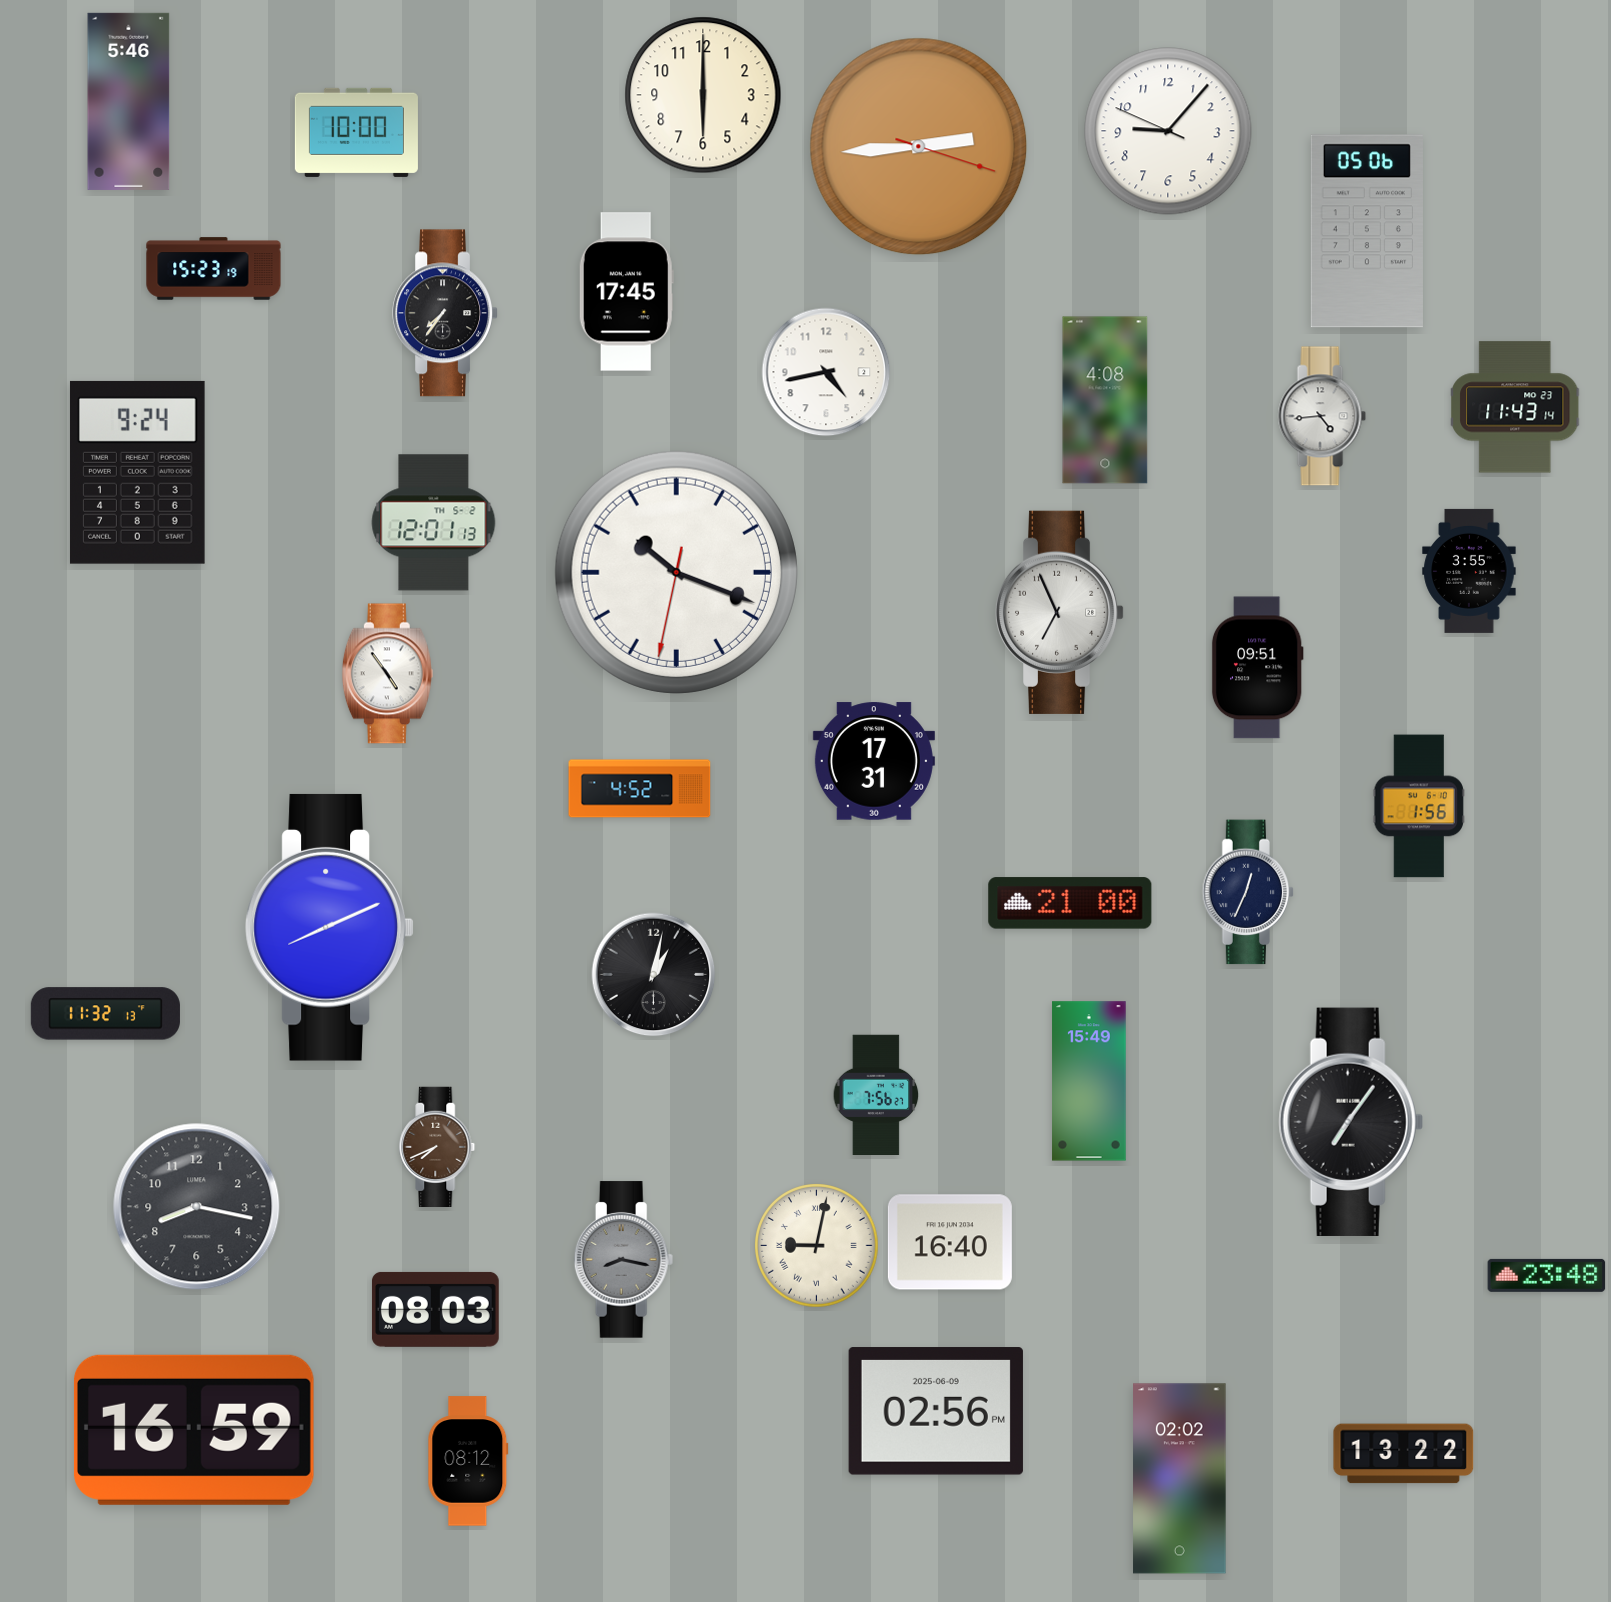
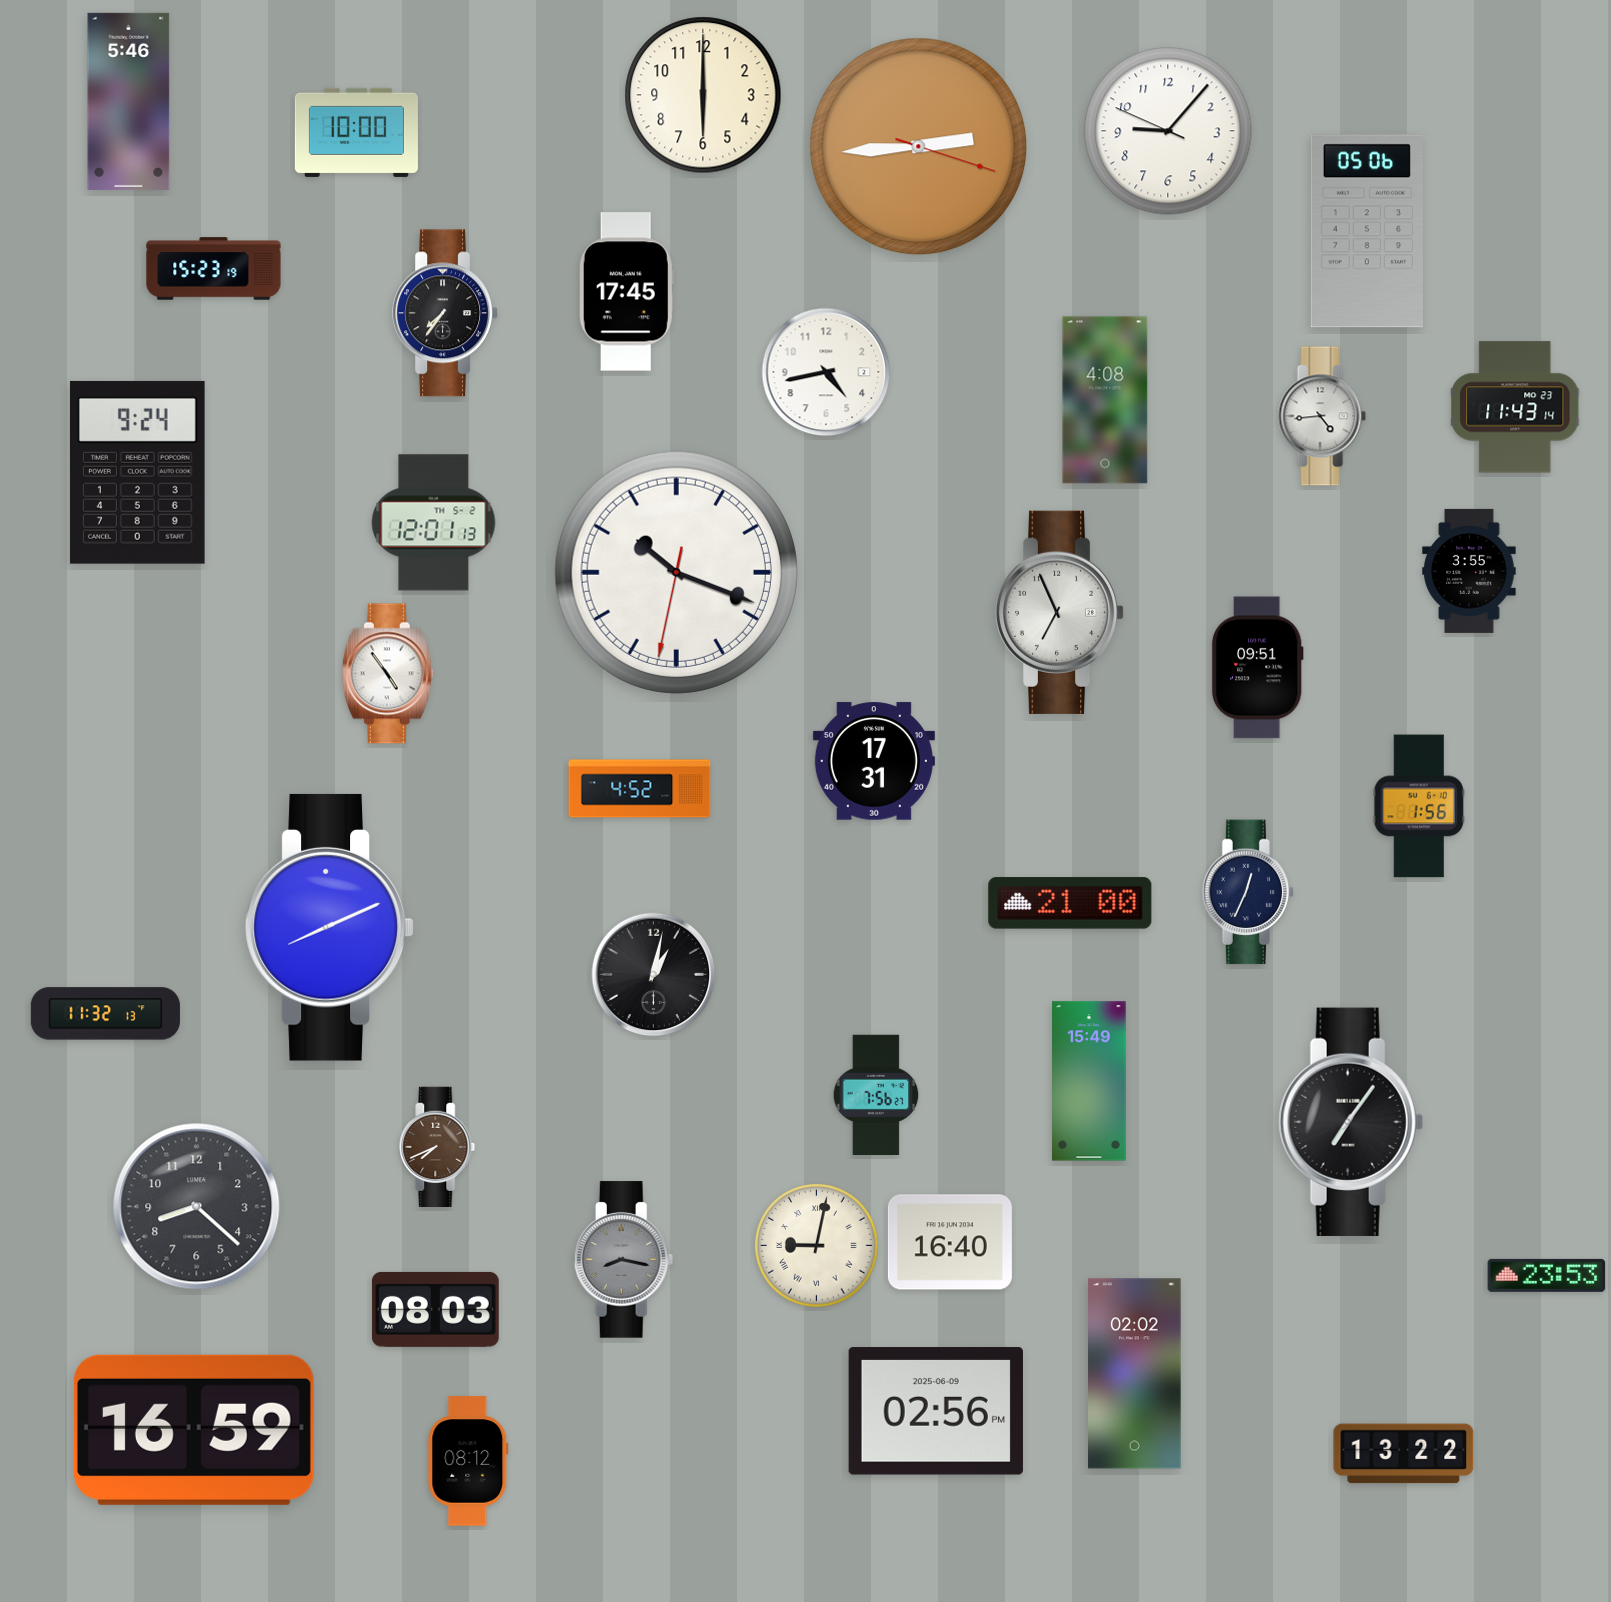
clock at (197, 1207): 8:17 -> 8:22
clock at (1547, 1275): 23:48 -> 23:53
clock at (1180, 1479) position: (1180, 1479) -> (1135, 1374)
